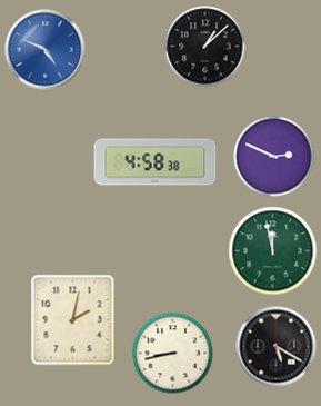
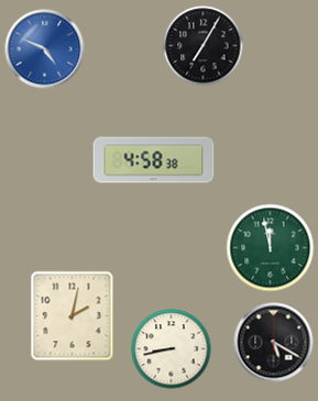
clock at (205, 47): 1:08 -> 7:05
clock at (274, 157): 2:49 -> none
